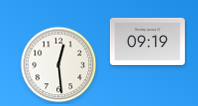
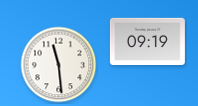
clock at (59, 65): 12:29 -> 11:29
